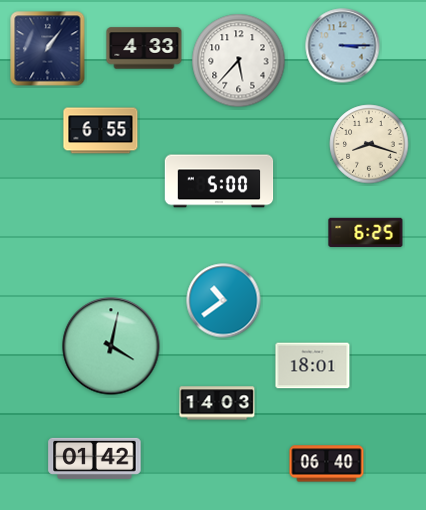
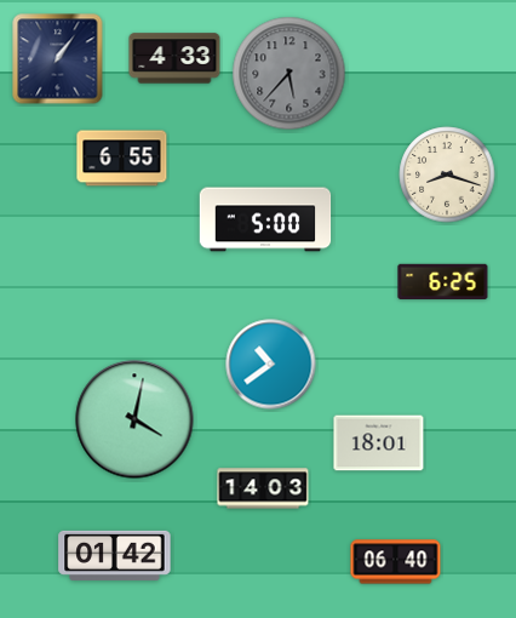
clock at (343, 46): 3:15 -> none
clock at (239, 61) dial: white -> grey
